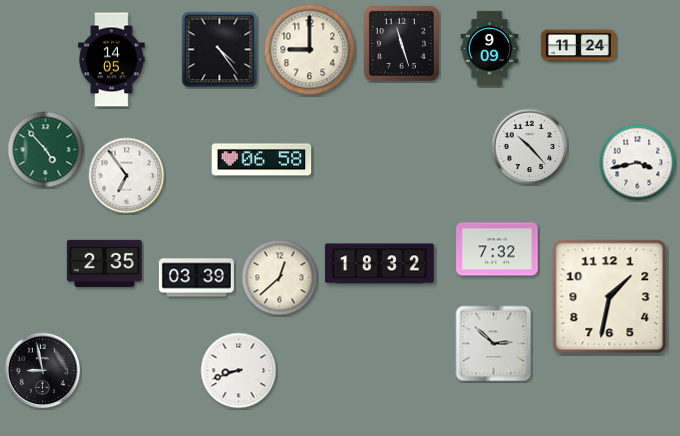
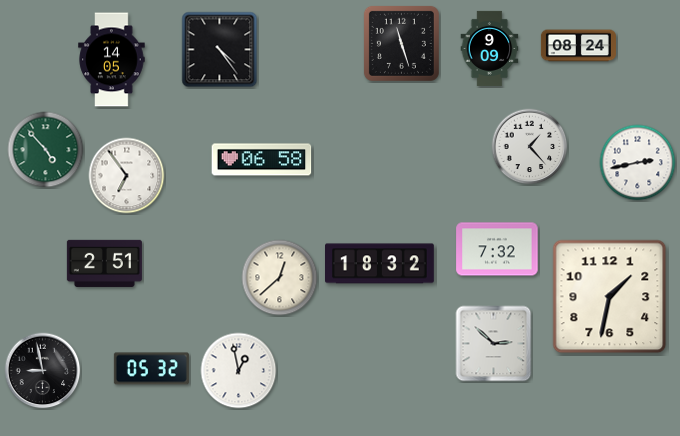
clock at (578, 46): 11:24 -> 08:24
clock at (310, 50): 9:00 -> none
clock at (530, 147): 10:23 -> 1:23
clock at (638, 163): 3:43 -> 2:43
clock at (104, 263): 2:35 -> 2:51
clock at (196, 278): 03:39 -> none
clock at (151, 369): none -> 05:32
clock at (239, 371): 8:42 -> 12:58
